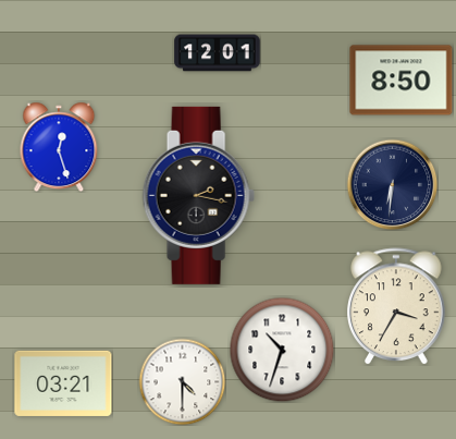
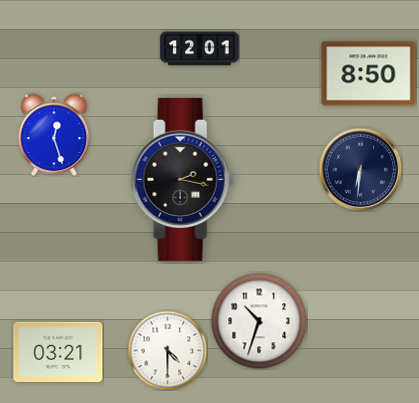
clock at (396, 306): 3:35 -> none
